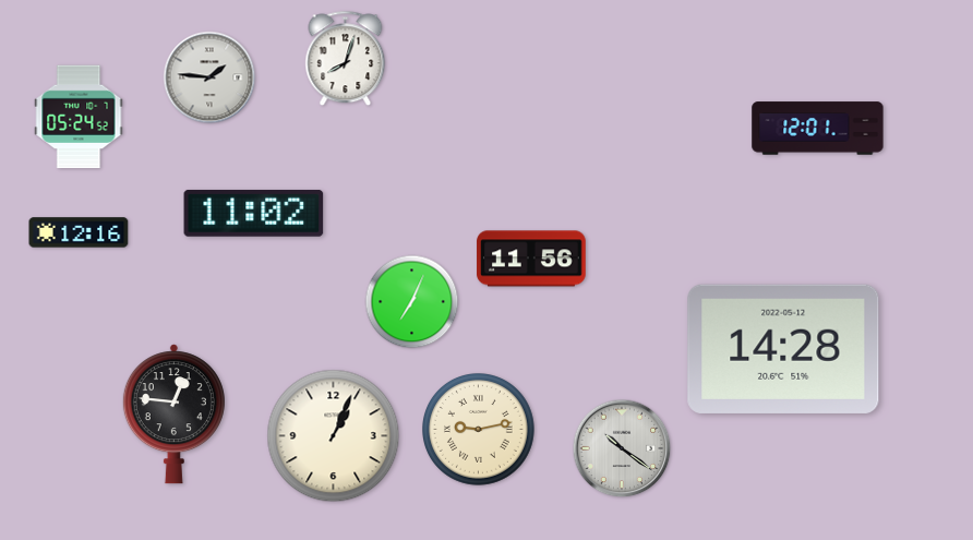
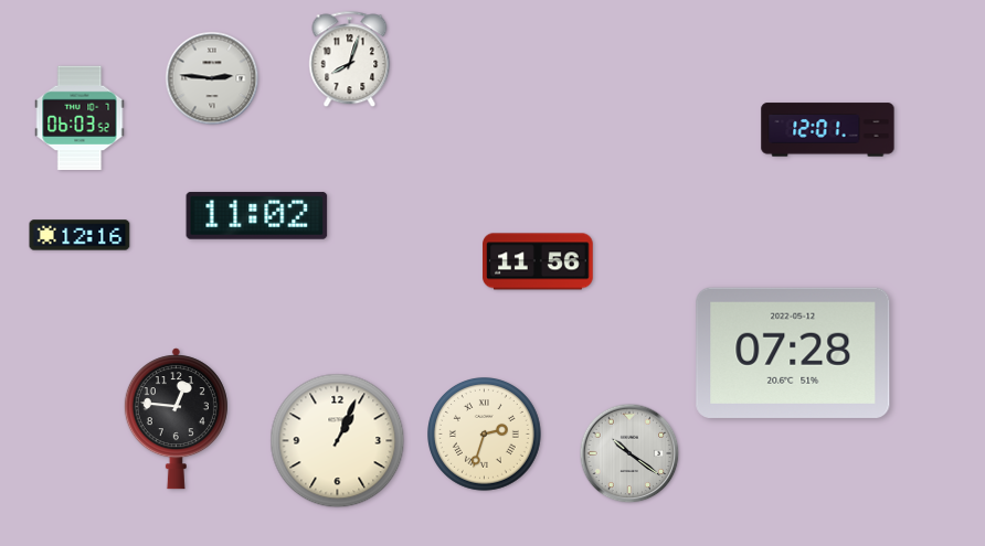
clock at (209, 77): 1:46 -> 2:46
clock at (79, 117): 05:24 -> 06:03
clock at (412, 302): 7:04 -> none
clock at (783, 349): 14:28 -> 07:28
clock at (479, 430): 9:13 -> 2:33
